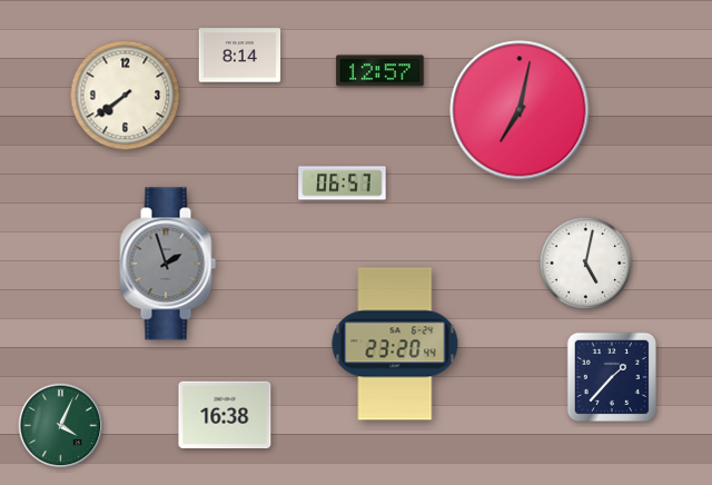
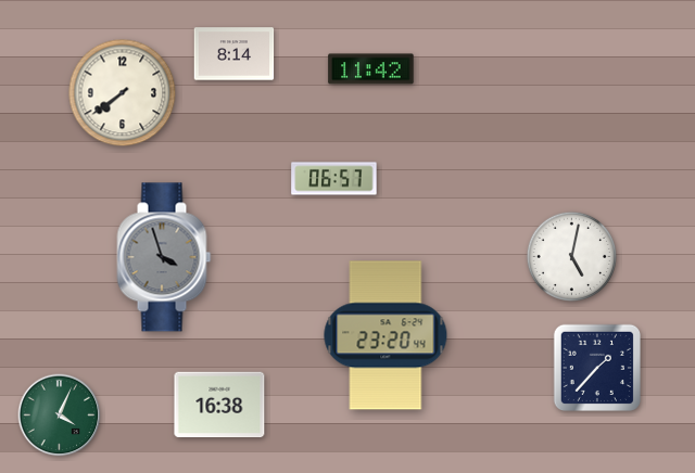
clock at (380, 71): 12:57 -> 11:42
clock at (520, 110): 7:02 -> none
clock at (168, 264): 1:57 -> 3:57
